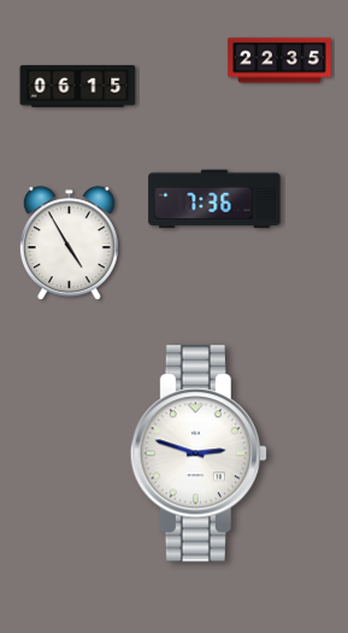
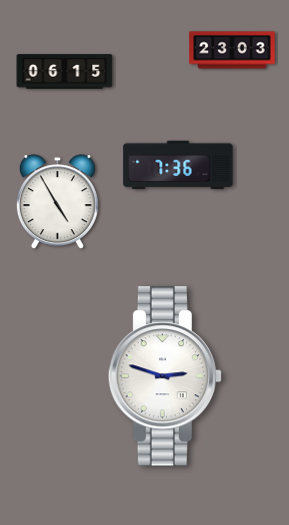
clock at (279, 60): 22:35 -> 23:03
